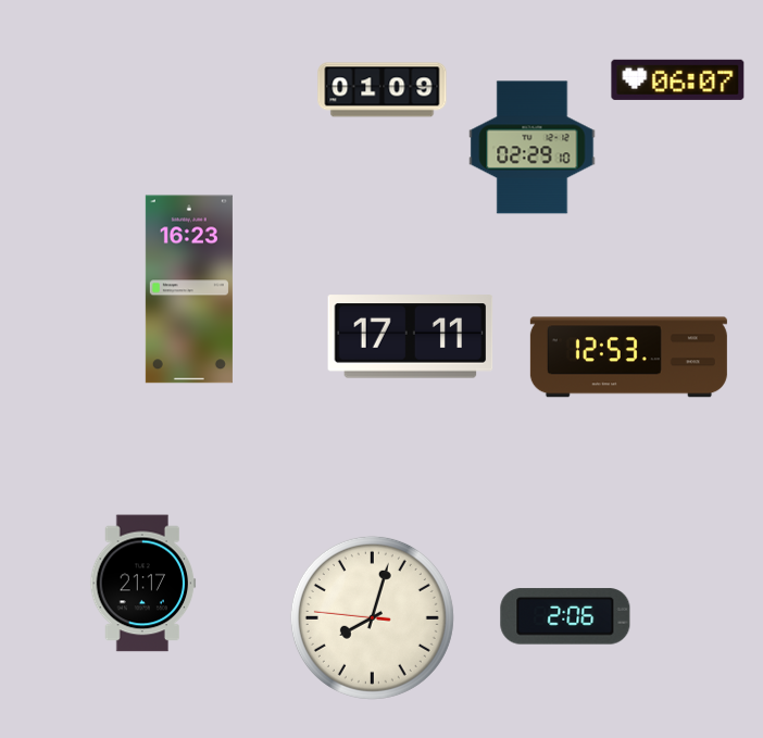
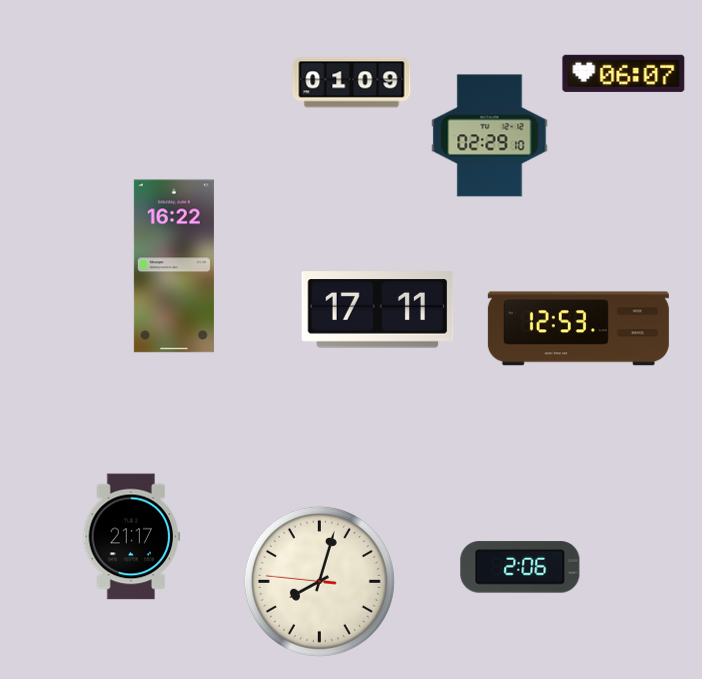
clock at (189, 289): 16:23 -> 16:22
clock at (372, 617) position: (372, 617) -> (319, 581)
